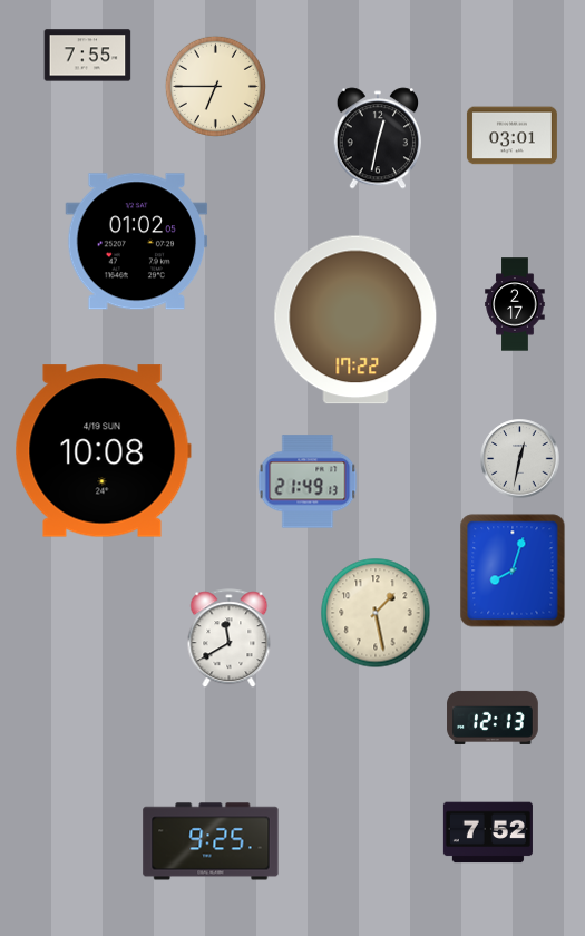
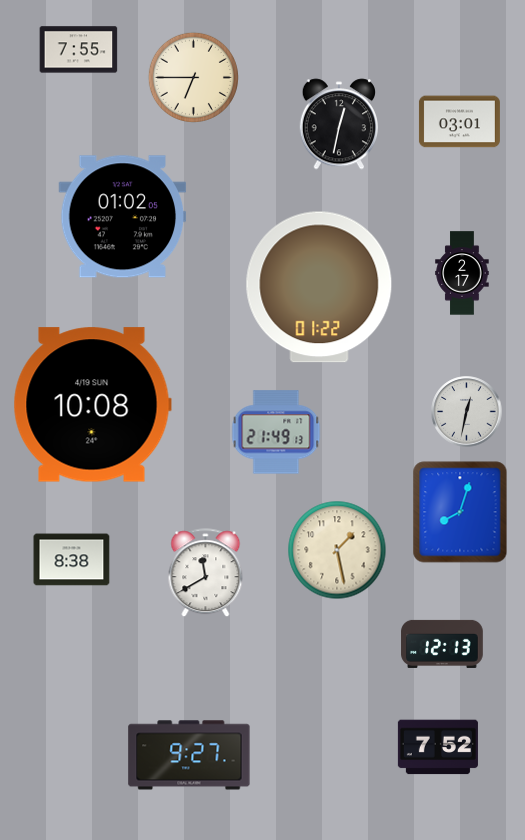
clock at (355, 320): 17:22 -> 01:22
clock at (72, 560): none -> 8:38
clock at (211, 841): 9:25 -> 9:27
